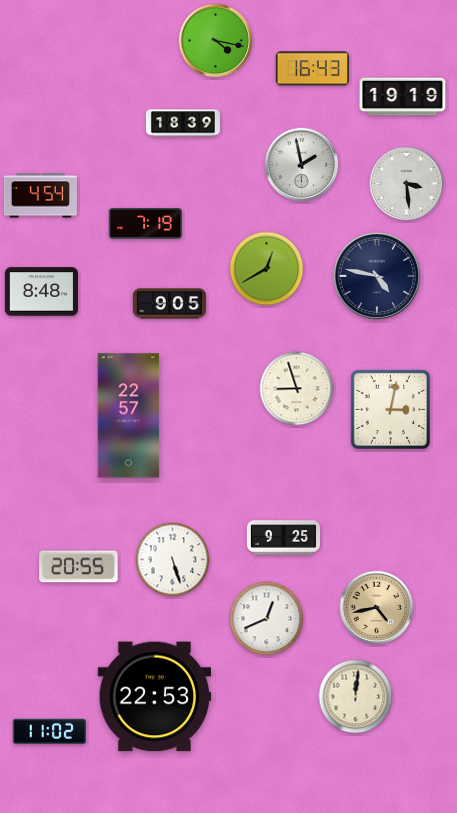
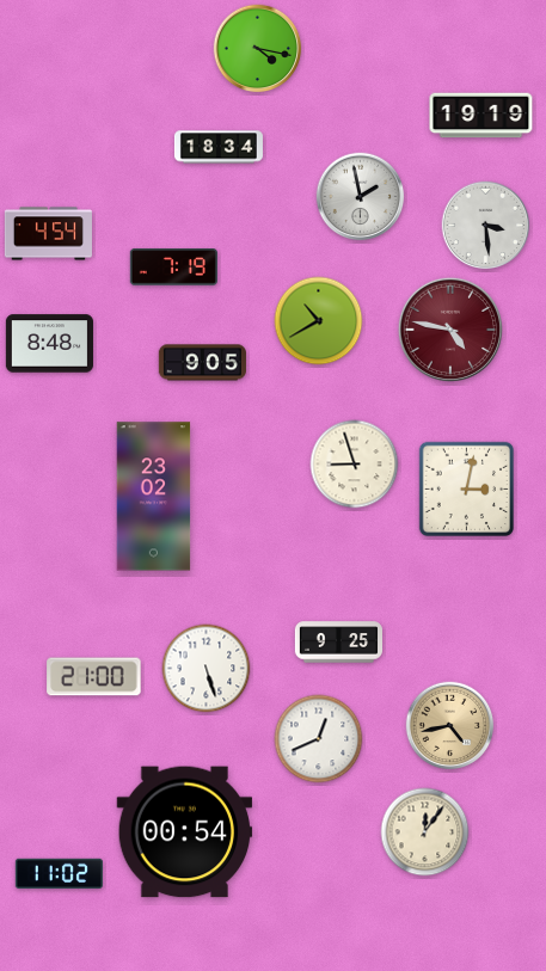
clock at (312, 69): 16:43 -> none
clock at (183, 123): 18:39 -> 18:34
clock at (407, 184) position: (407, 184) -> (486, 226)
clock at (267, 269): 12:40 -> 10:40
clock at (376, 275) dial: navy -> burgundy
clock at (41, 292) position: (41, 292) -> (49, 344)
clock at (129, 416): 22:57 -> 23:02
clock at (79, 567): 20:55 -> 21:00
clock at (155, 697): 22:53 -> 00:54
clock at (356, 697): 12:01 -> 12:06
